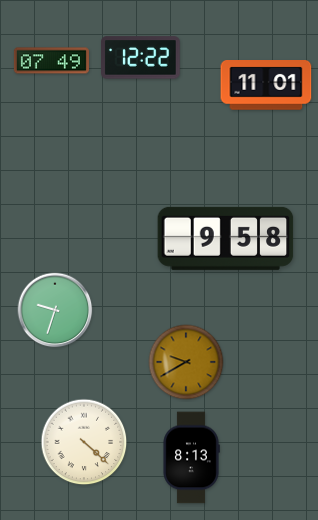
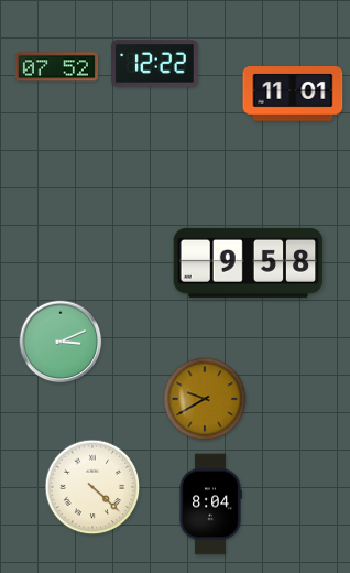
clock at (51, 61): 07:49 -> 07:52
clock at (55, 310): 9:33 -> 3:11
clock at (191, 458): 8:13 -> 8:04
